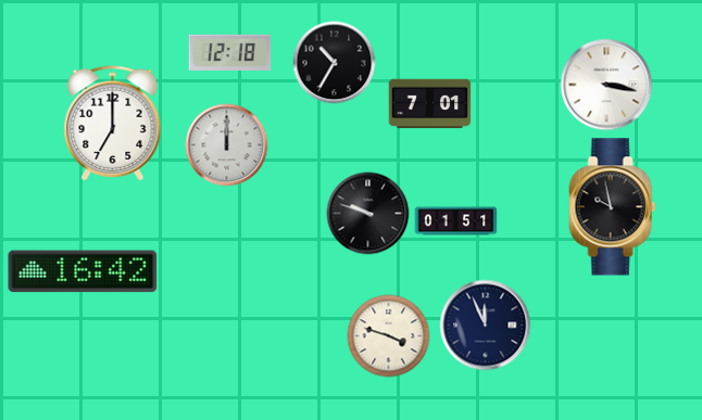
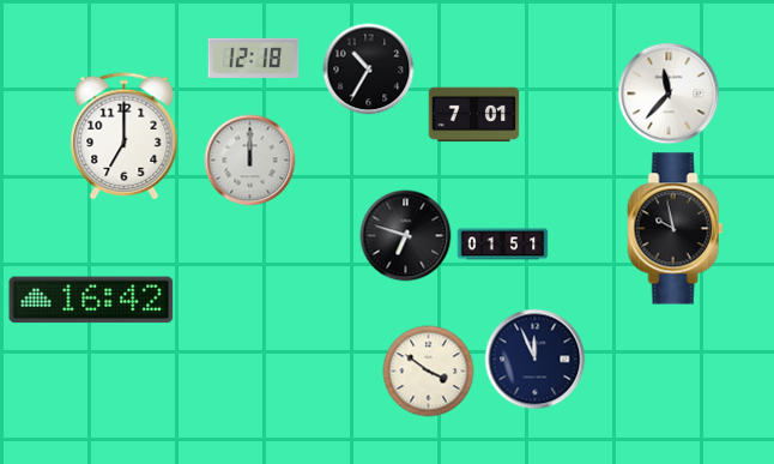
clock at (606, 85): 3:17 -> 11:37
clock at (368, 214): 9:48 -> 6:48
clock at (389, 336): 3:48 -> 3:51
